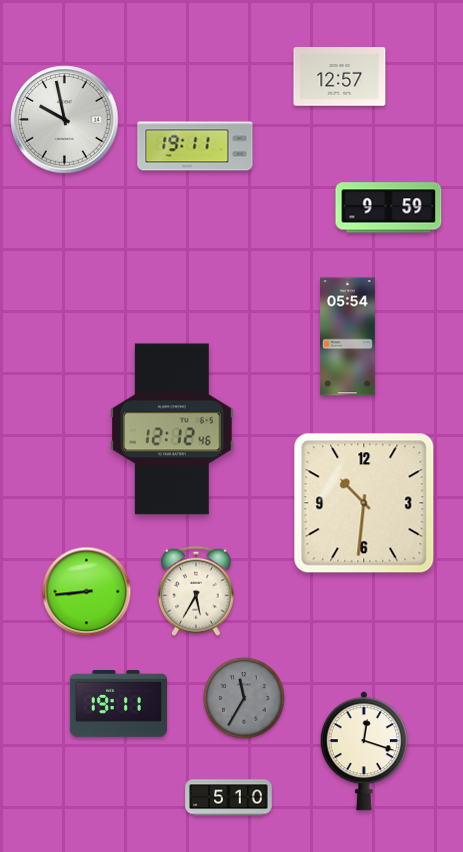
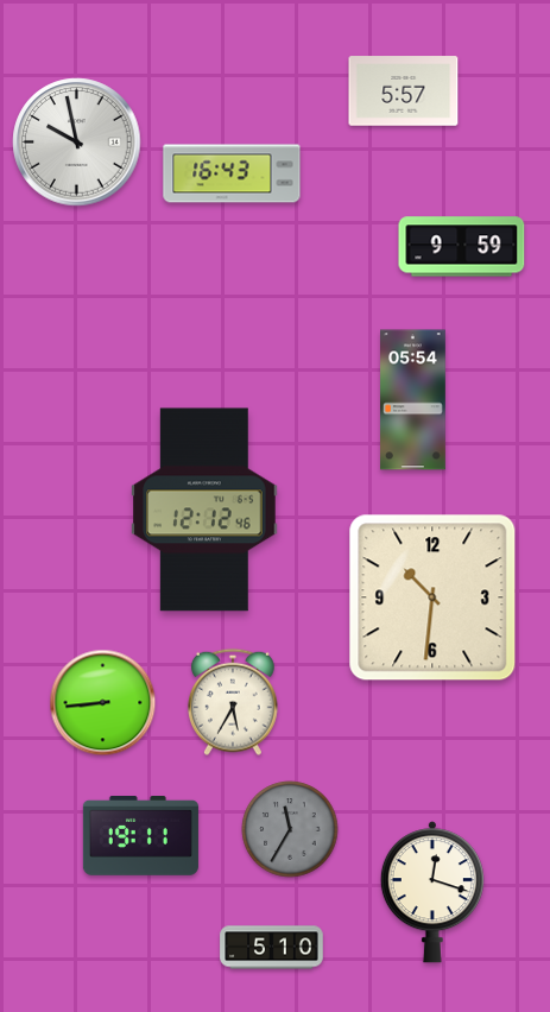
clock at (340, 77): 12:57 -> 5:57
clock at (195, 146): 19:11 -> 16:43
